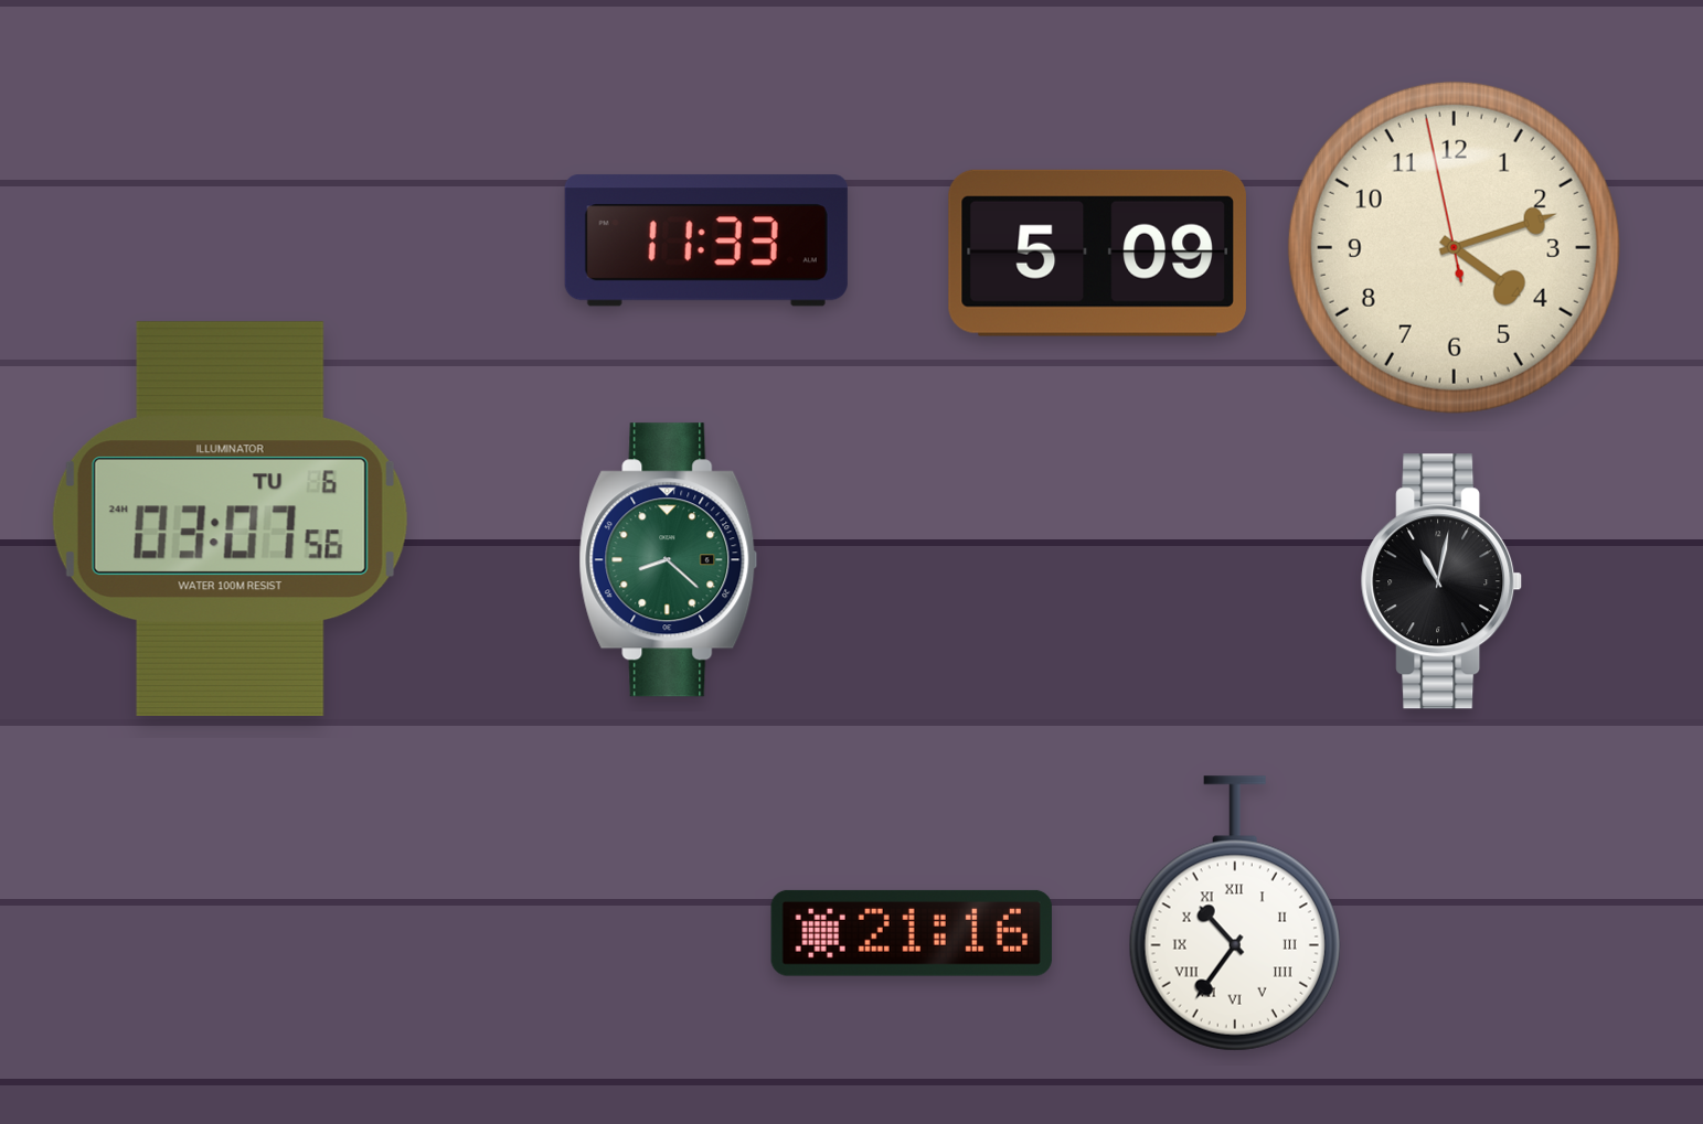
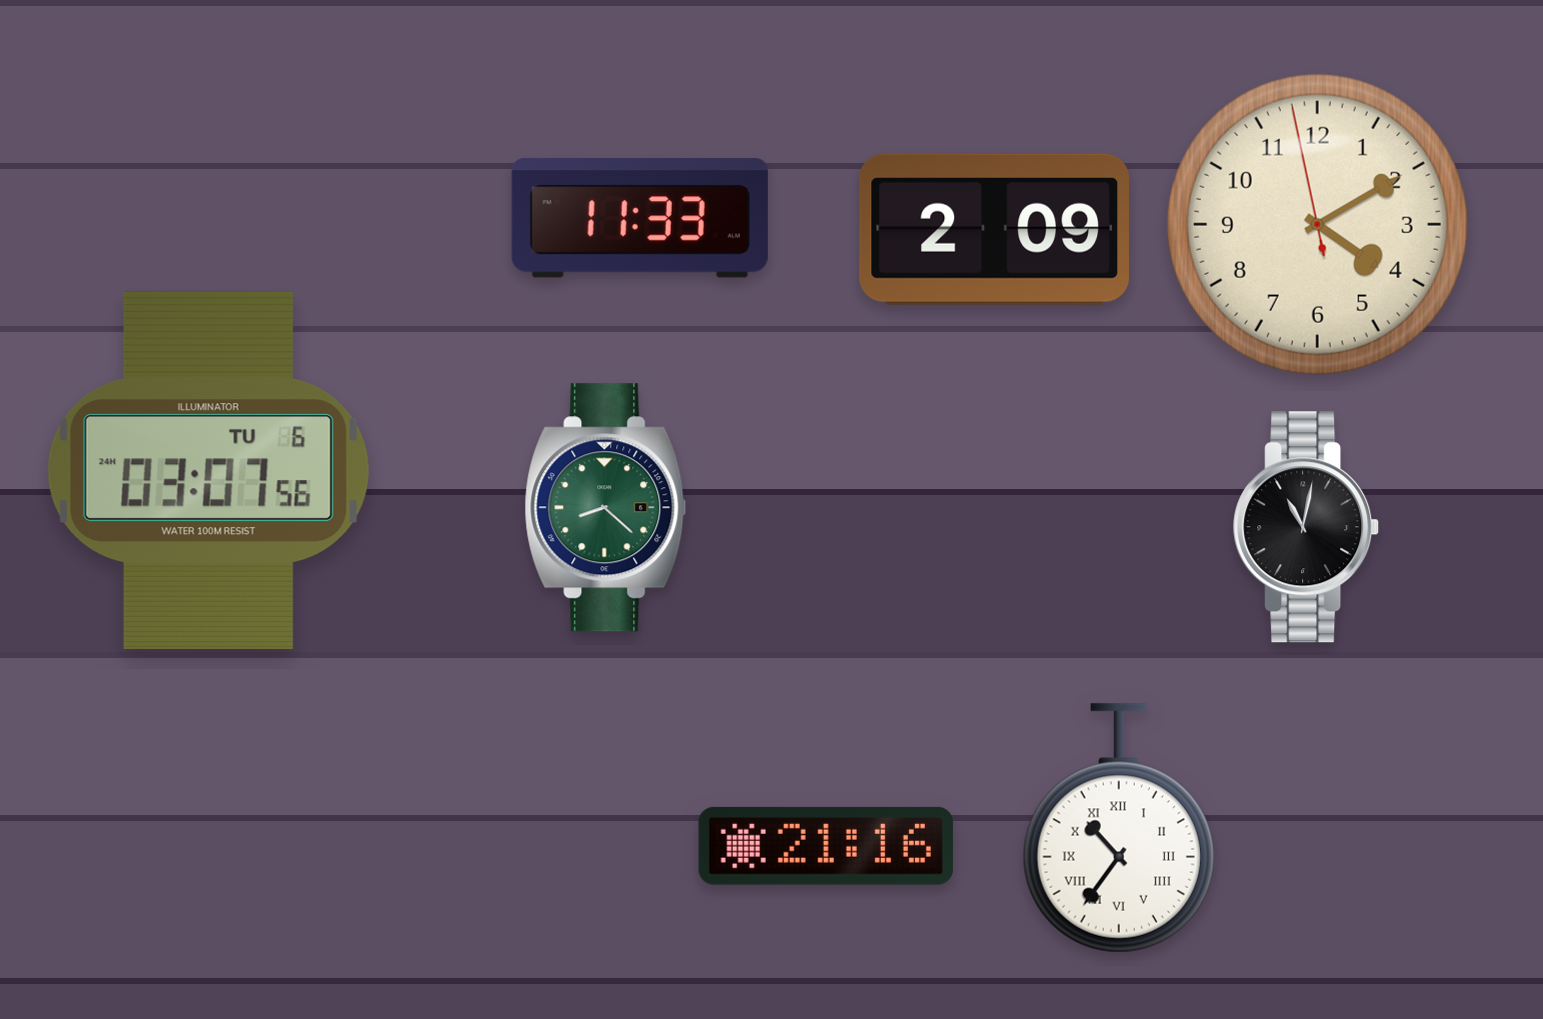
clock at (1454, 247): 4:11 -> 4:09
clock at (1097, 253): 5:09 -> 2:09
